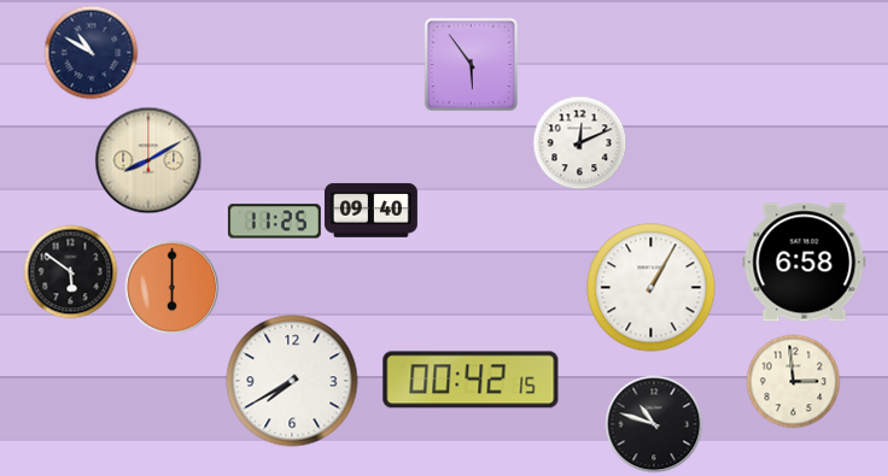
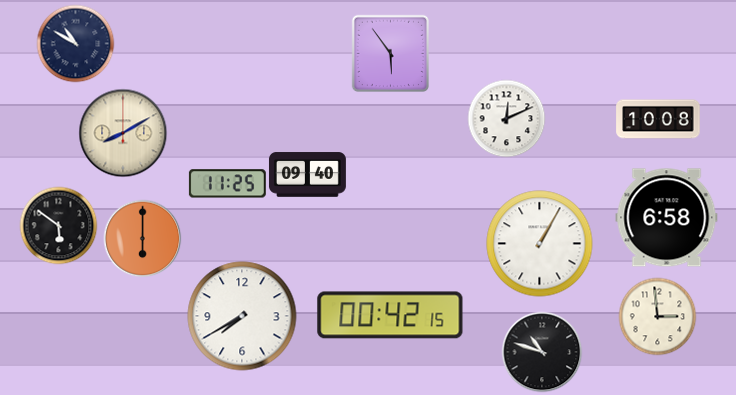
clock at (579, 142) position: (579, 142) -> (506, 118)
clock at (658, 119): none -> 10:08
clock at (652, 288) position: (652, 288) -> (540, 244)
